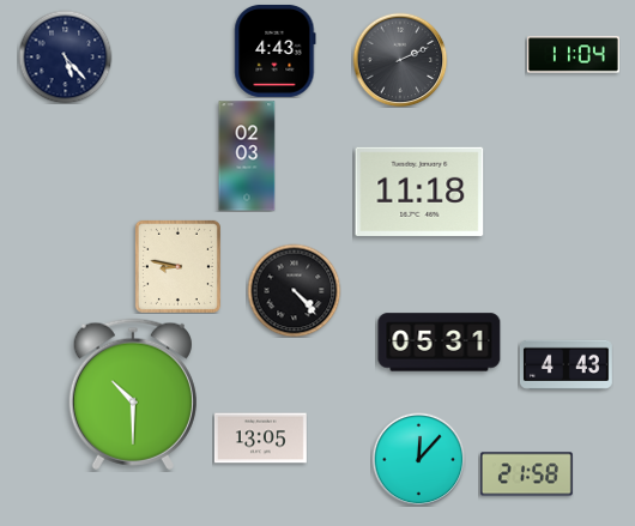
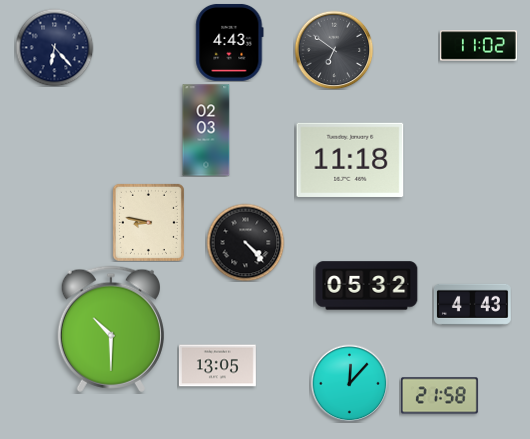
clock at (574, 55): 11:04 -> 11:02
clock at (65, 56): 5:23 -> 6:23
clock at (400, 60): 2:11 -> 6:51
clock at (440, 343): 05:31 -> 05:32
